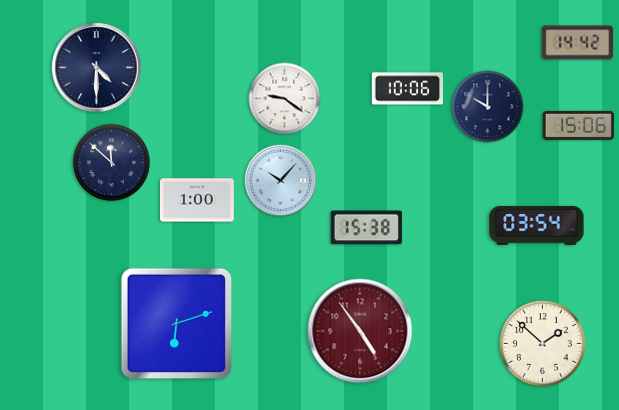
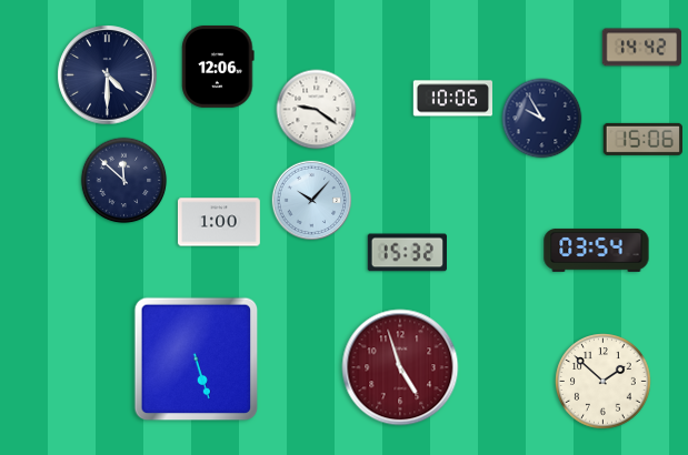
clock at (218, 67): none -> 12:06
clock at (488, 107): 10:00 -> 9:55
clock at (366, 228): 15:38 -> 15:32
clock at (177, 324): 6:12 -> 5:27
clock at (360, 331): 4:54 -> 4:57
